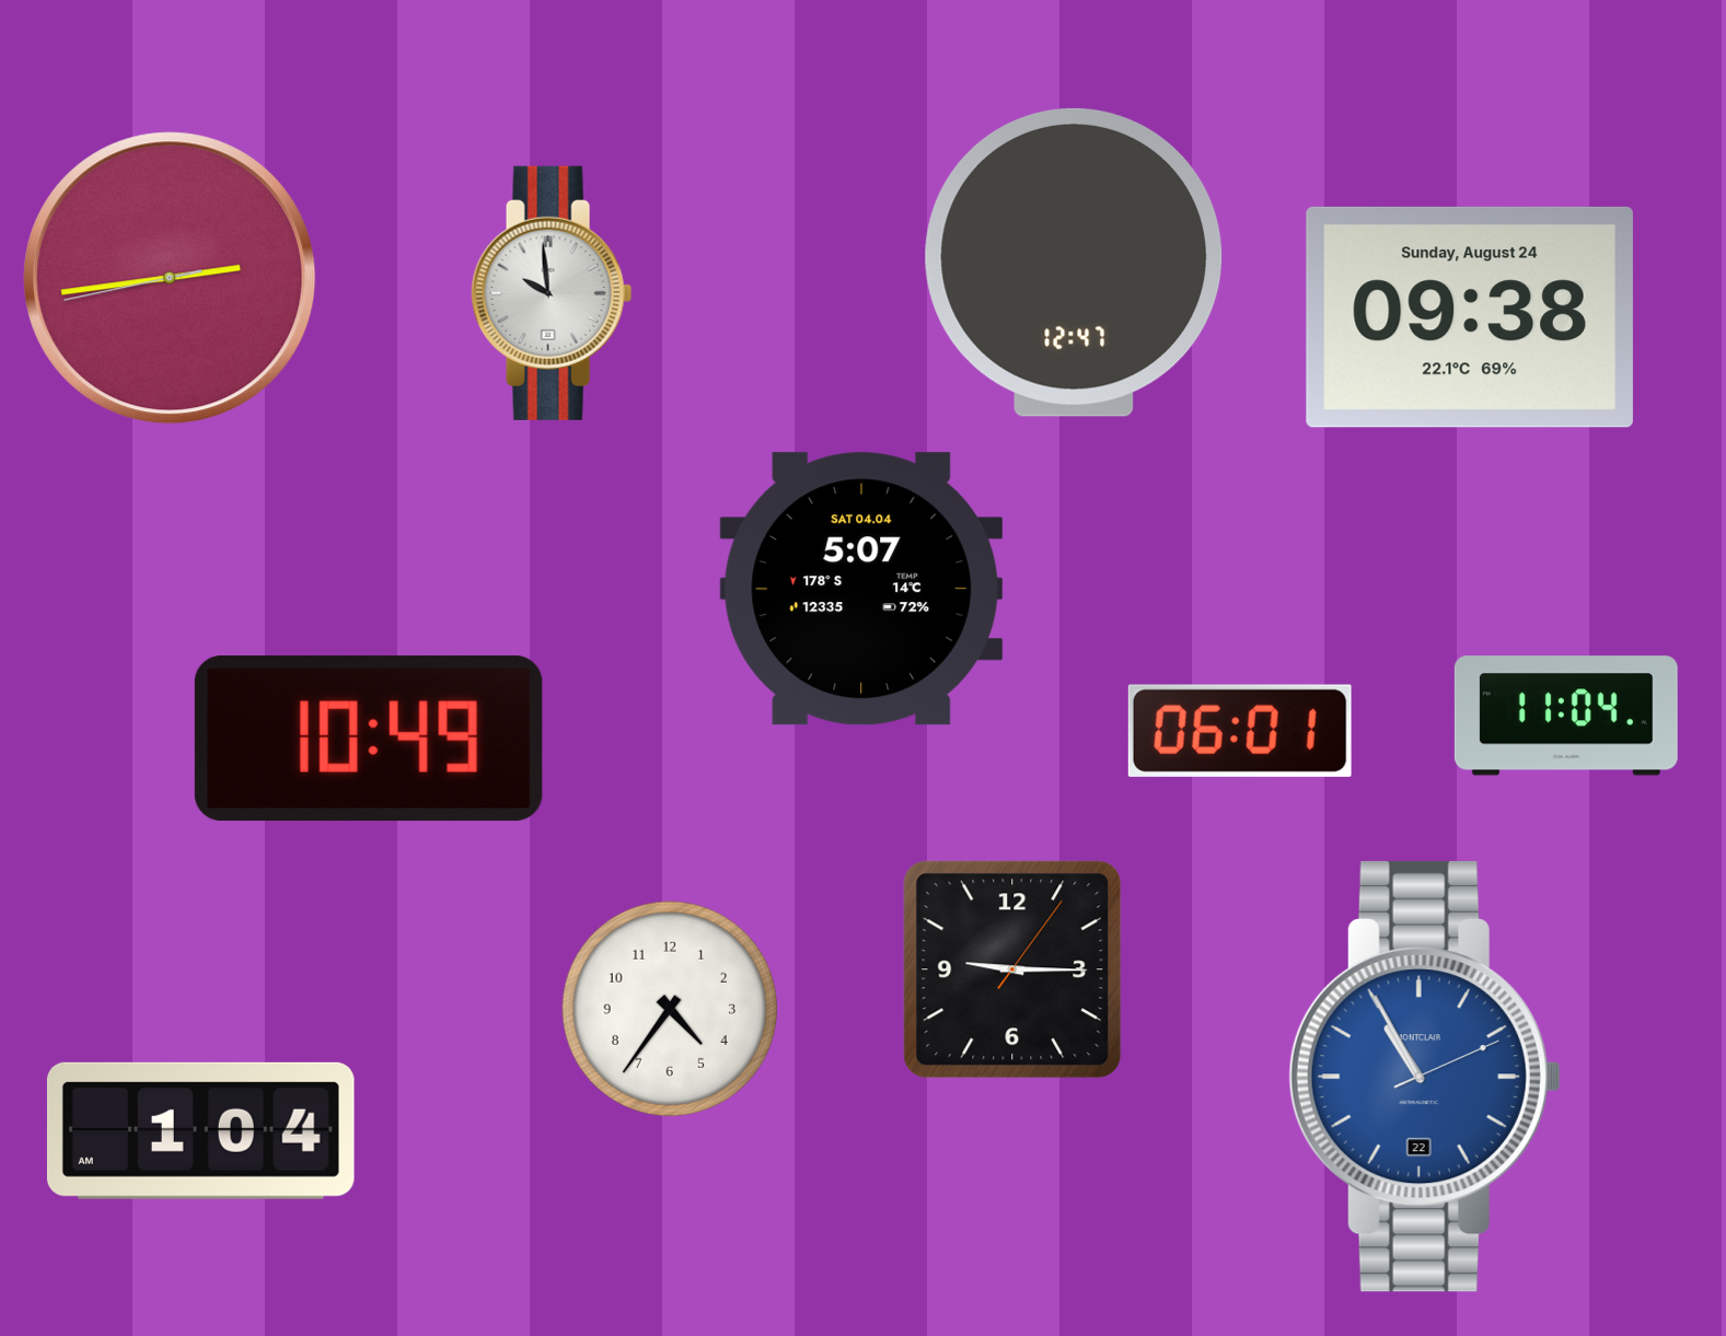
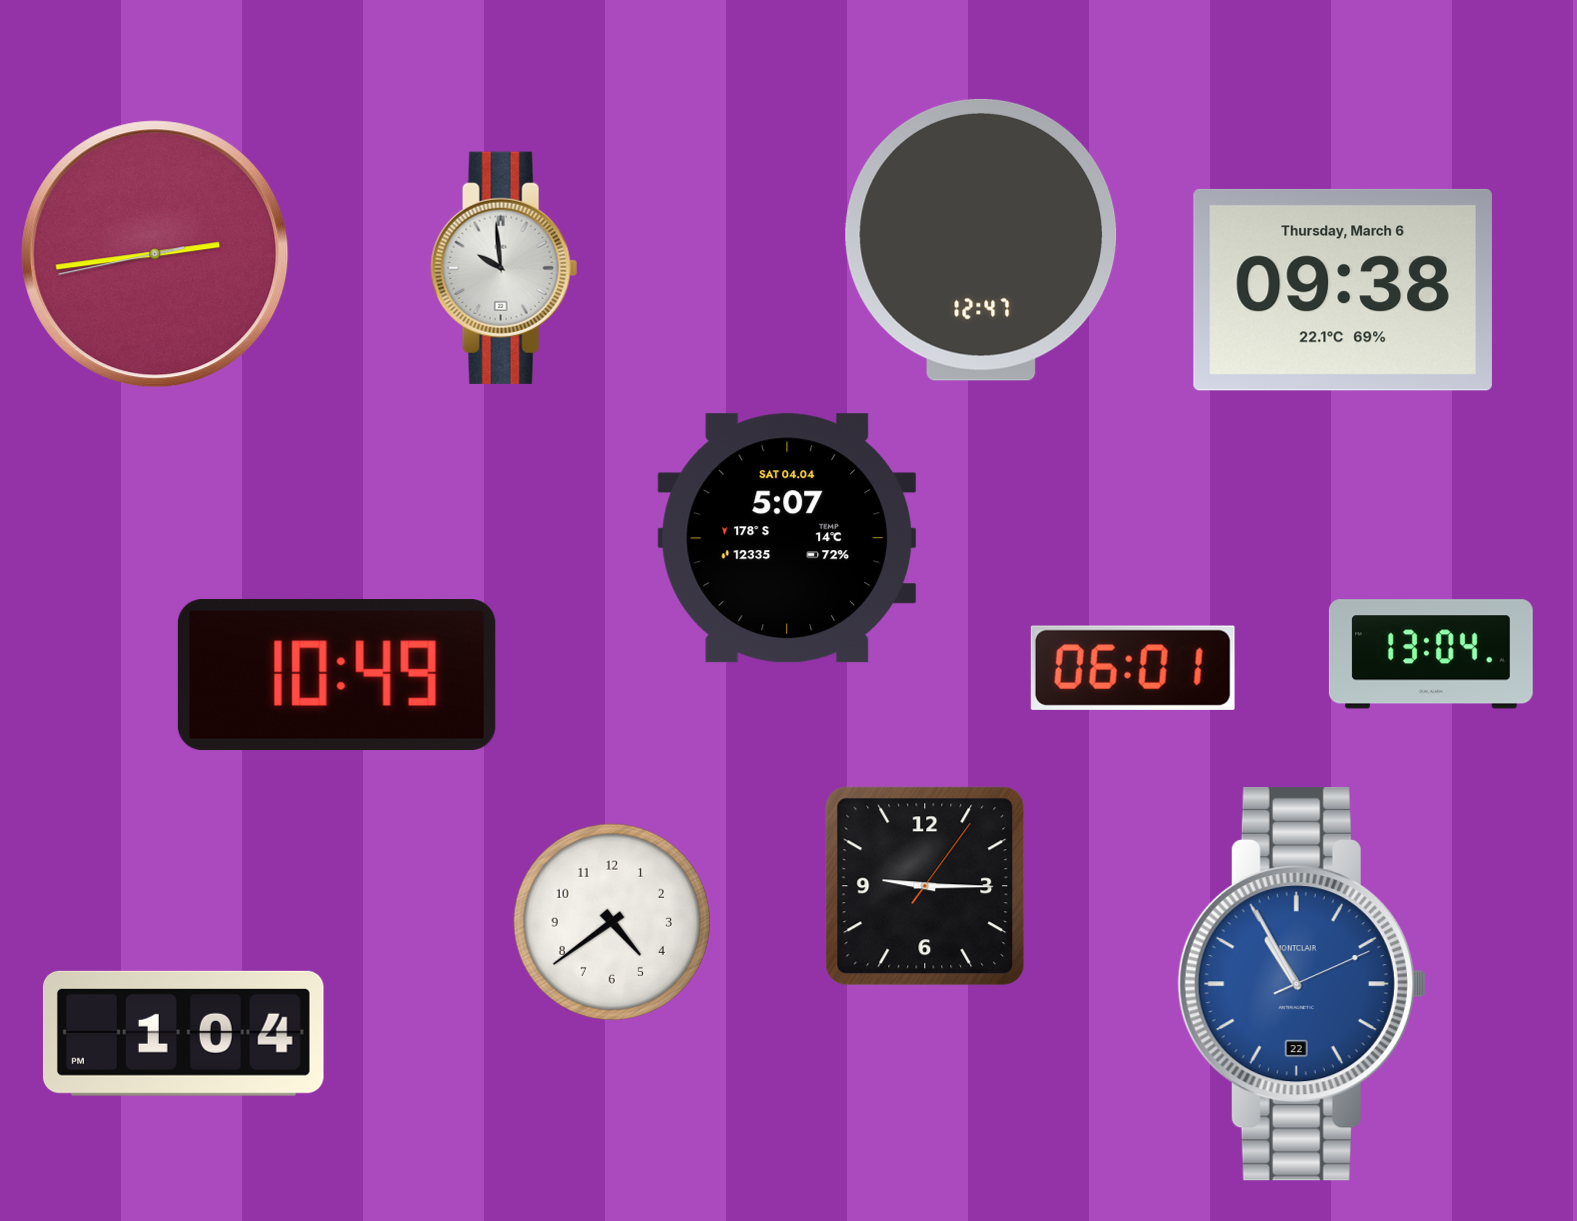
clock at (1470, 317) date: Sunday, August 24 -> Thursday, March 6
clock at (1566, 716): 11:04 -> 13:04
clock at (669, 1008): 4:36 -> 4:39
clock at (200, 1130): 1:04 AM -> 1:04 PM
